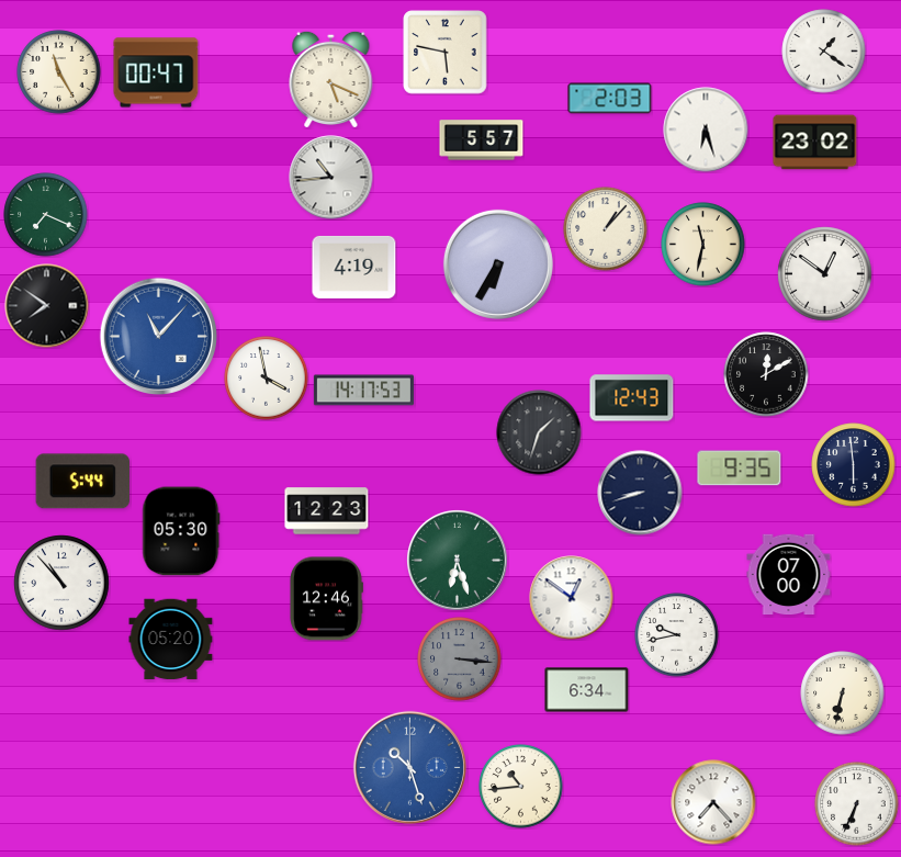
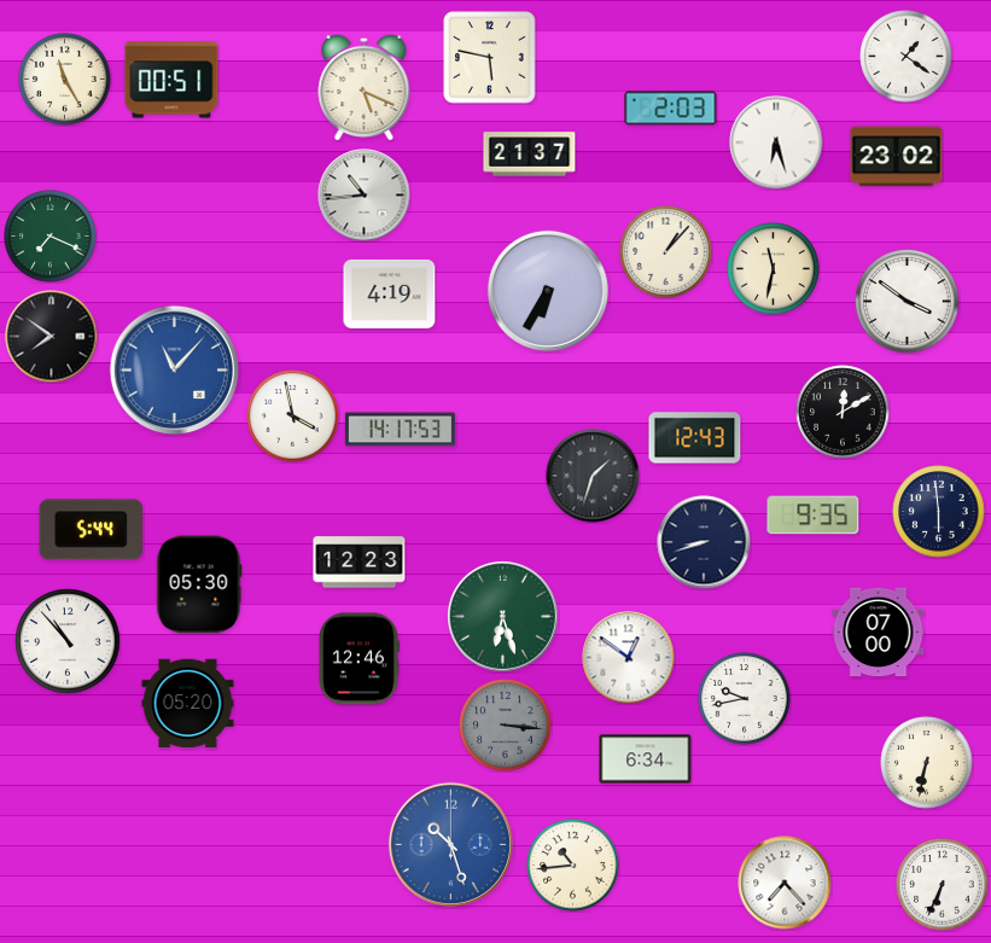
clock at (156, 72): 00:47 -> 00:51
clock at (482, 140): 5:57 -> 21:37
clock at (825, 274): 12:51 -> 3:51
clock at (789, 575) position: (789, 575) -> (879, 633)
